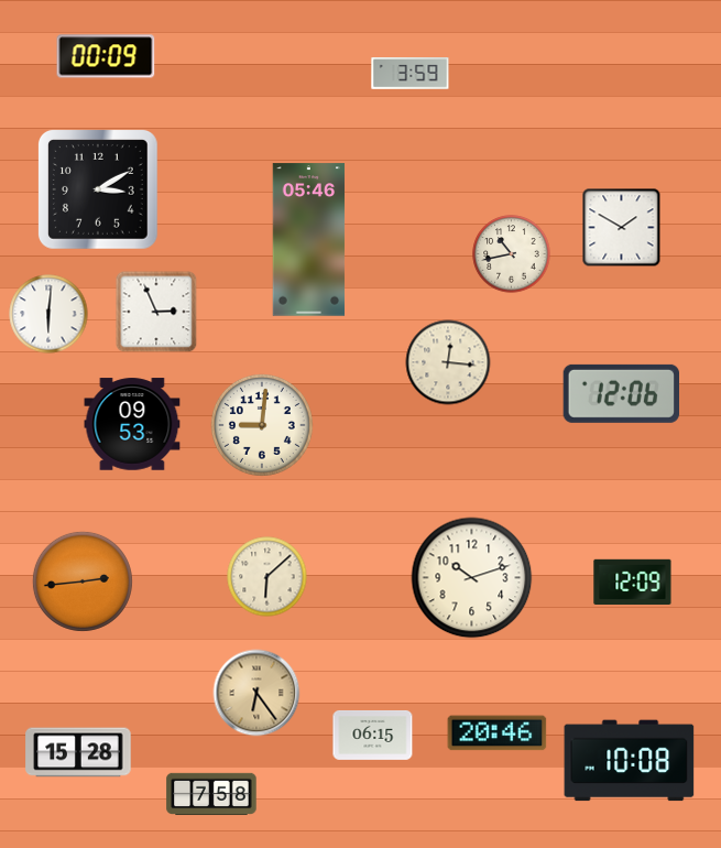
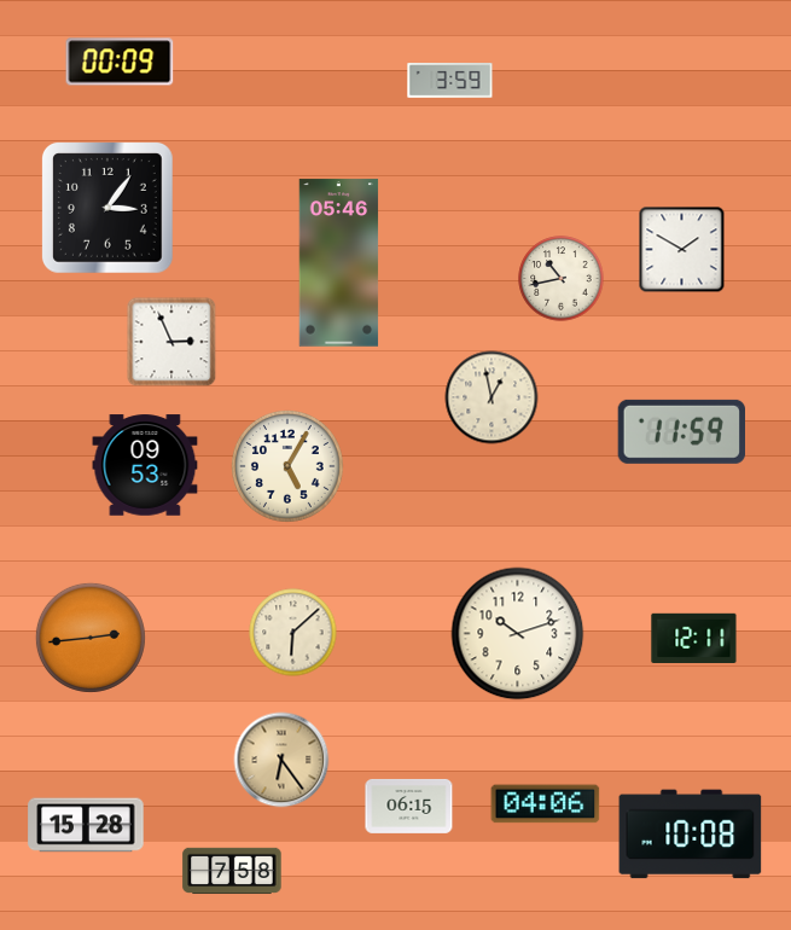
clock at (106, 56) position: (106, 56) -> (120, 62)
clock at (99, 191): 3:10 -> 3:06
clock at (48, 314): 6:01 -> none
clock at (448, 362): 12:16 -> 12:58
clock at (621, 393): 12:06 -> 11:59
clock at (262, 425): 9:01 -> 5:05
clock at (633, 581): 12:09 -> 12:11
clock at (498, 733): 20:46 -> 04:06
